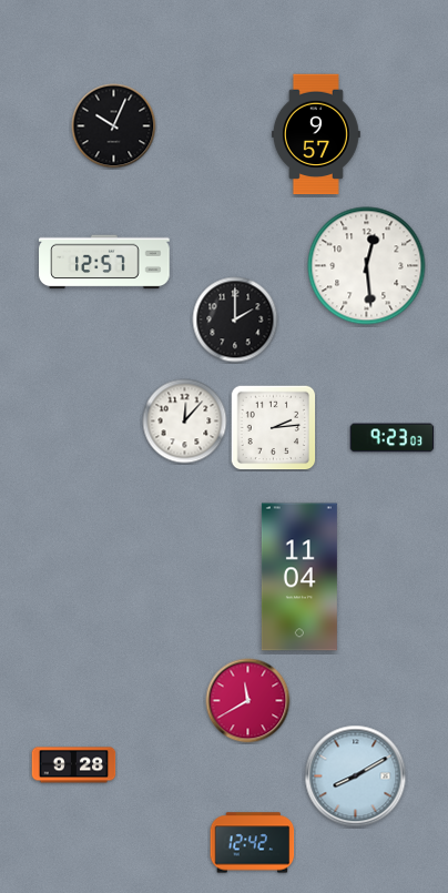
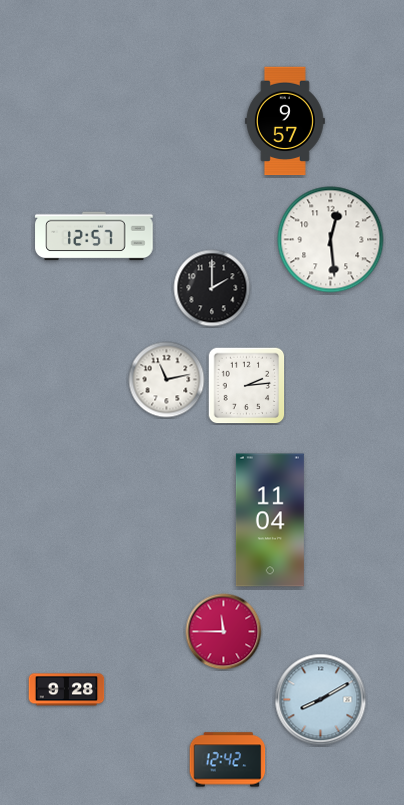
clock at (114, 126): 10:04 -> none
clock at (185, 422): 12:07 -> 11:13
clock at (393, 438): 9:23 -> none
clock at (248, 701): 11:40 -> 11:45
